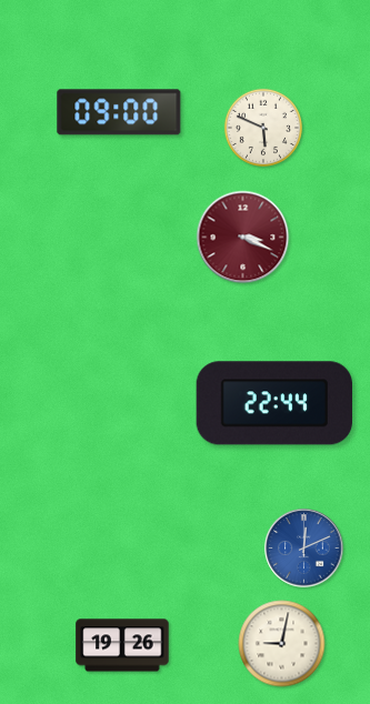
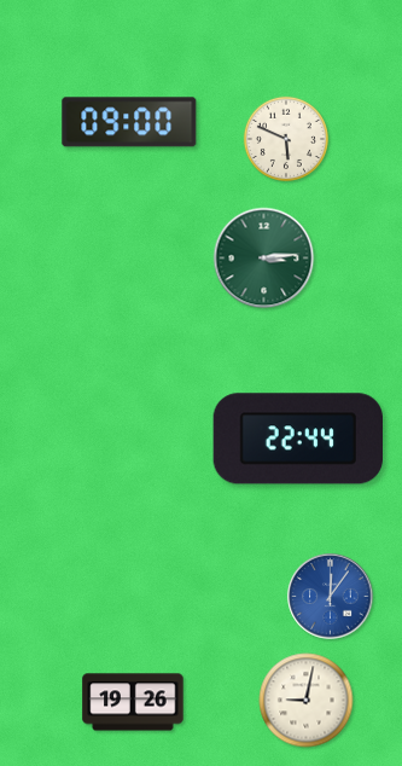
clock at (243, 238): 3:19 -> 3:14
clock at (243, 238) dial: burgundy -> green
clock at (304, 549): 12:11 -> 12:06
